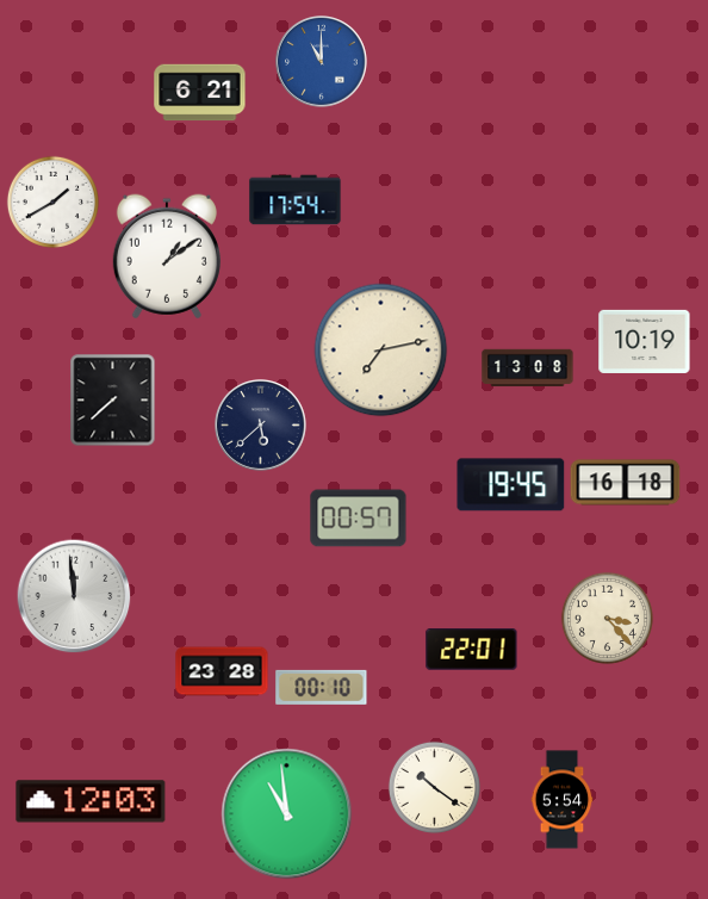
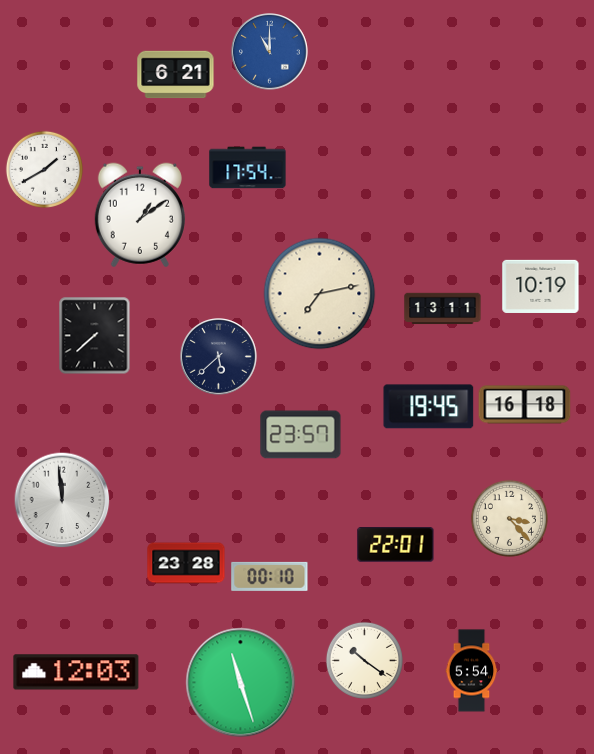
clock at (200, 93) position: (200, 93) -> (176, 75)
clock at (528, 368): 13:08 -> 13:11
clock at (359, 519): 00:57 -> 23:57
clock at (287, 814): 10:59 -> 11:27
